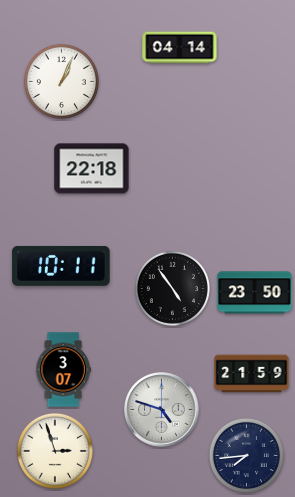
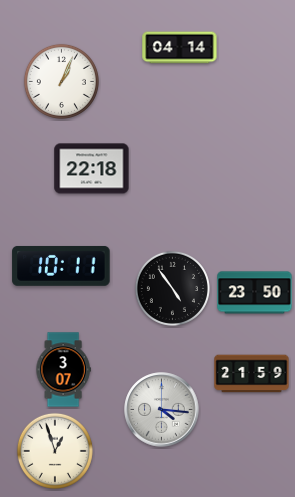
clock at (162, 410): 4:48 -> 4:16
clock at (55, 451): 2:57 -> 12:57
clock at (246, 455): 7:44 -> none
